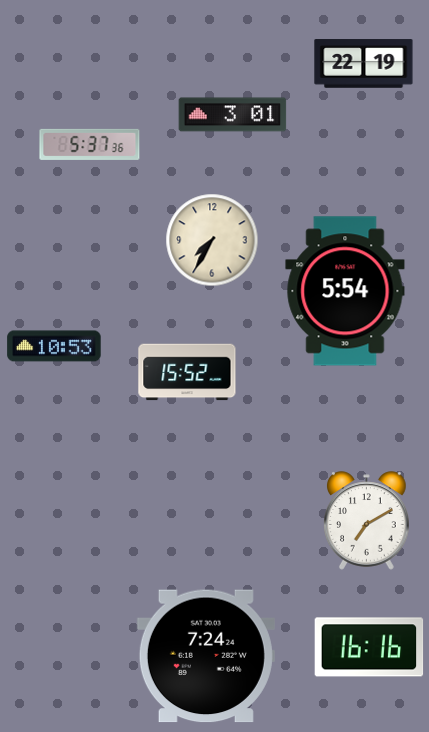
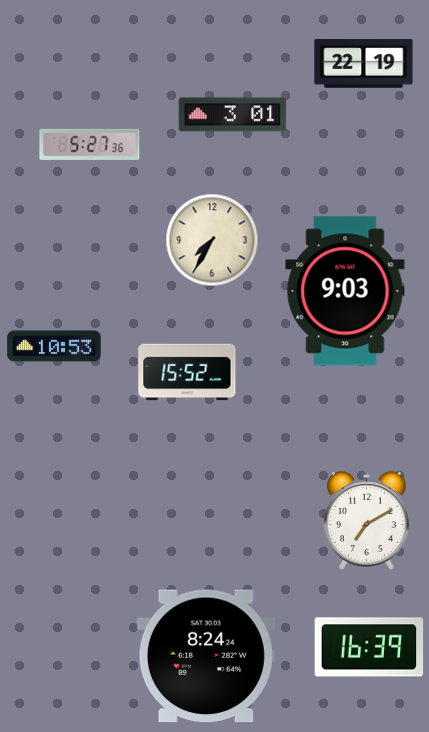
clock at (90, 144): 5:37 -> 5:27
clock at (345, 291): 5:54 -> 9:03
clock at (369, 647): 16:16 -> 16:39
clock at (206, 656): 7:24 -> 8:24
